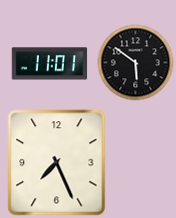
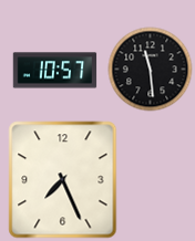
clock at (136, 63): 5:51 -> 11:29
clock at (50, 64): 11:01 -> 10:57
